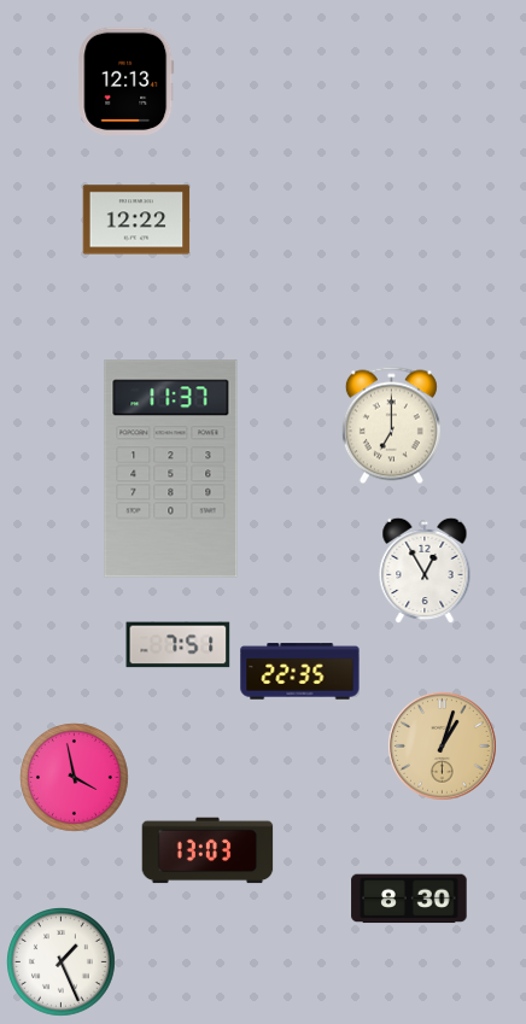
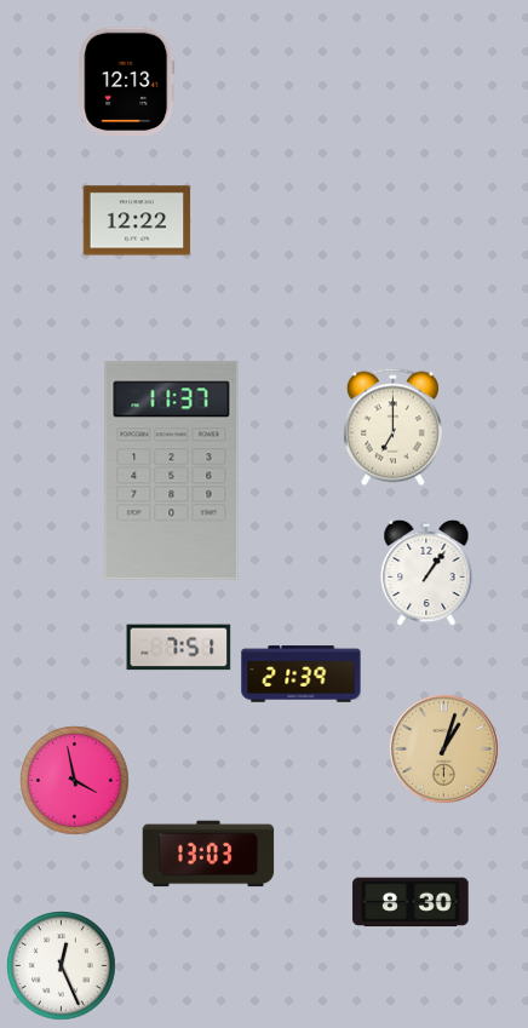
clock at (425, 570): 12:55 -> 1:06
clock at (300, 672): 22:35 -> 21:39
clock at (62, 962): 1:26 -> 12:26
